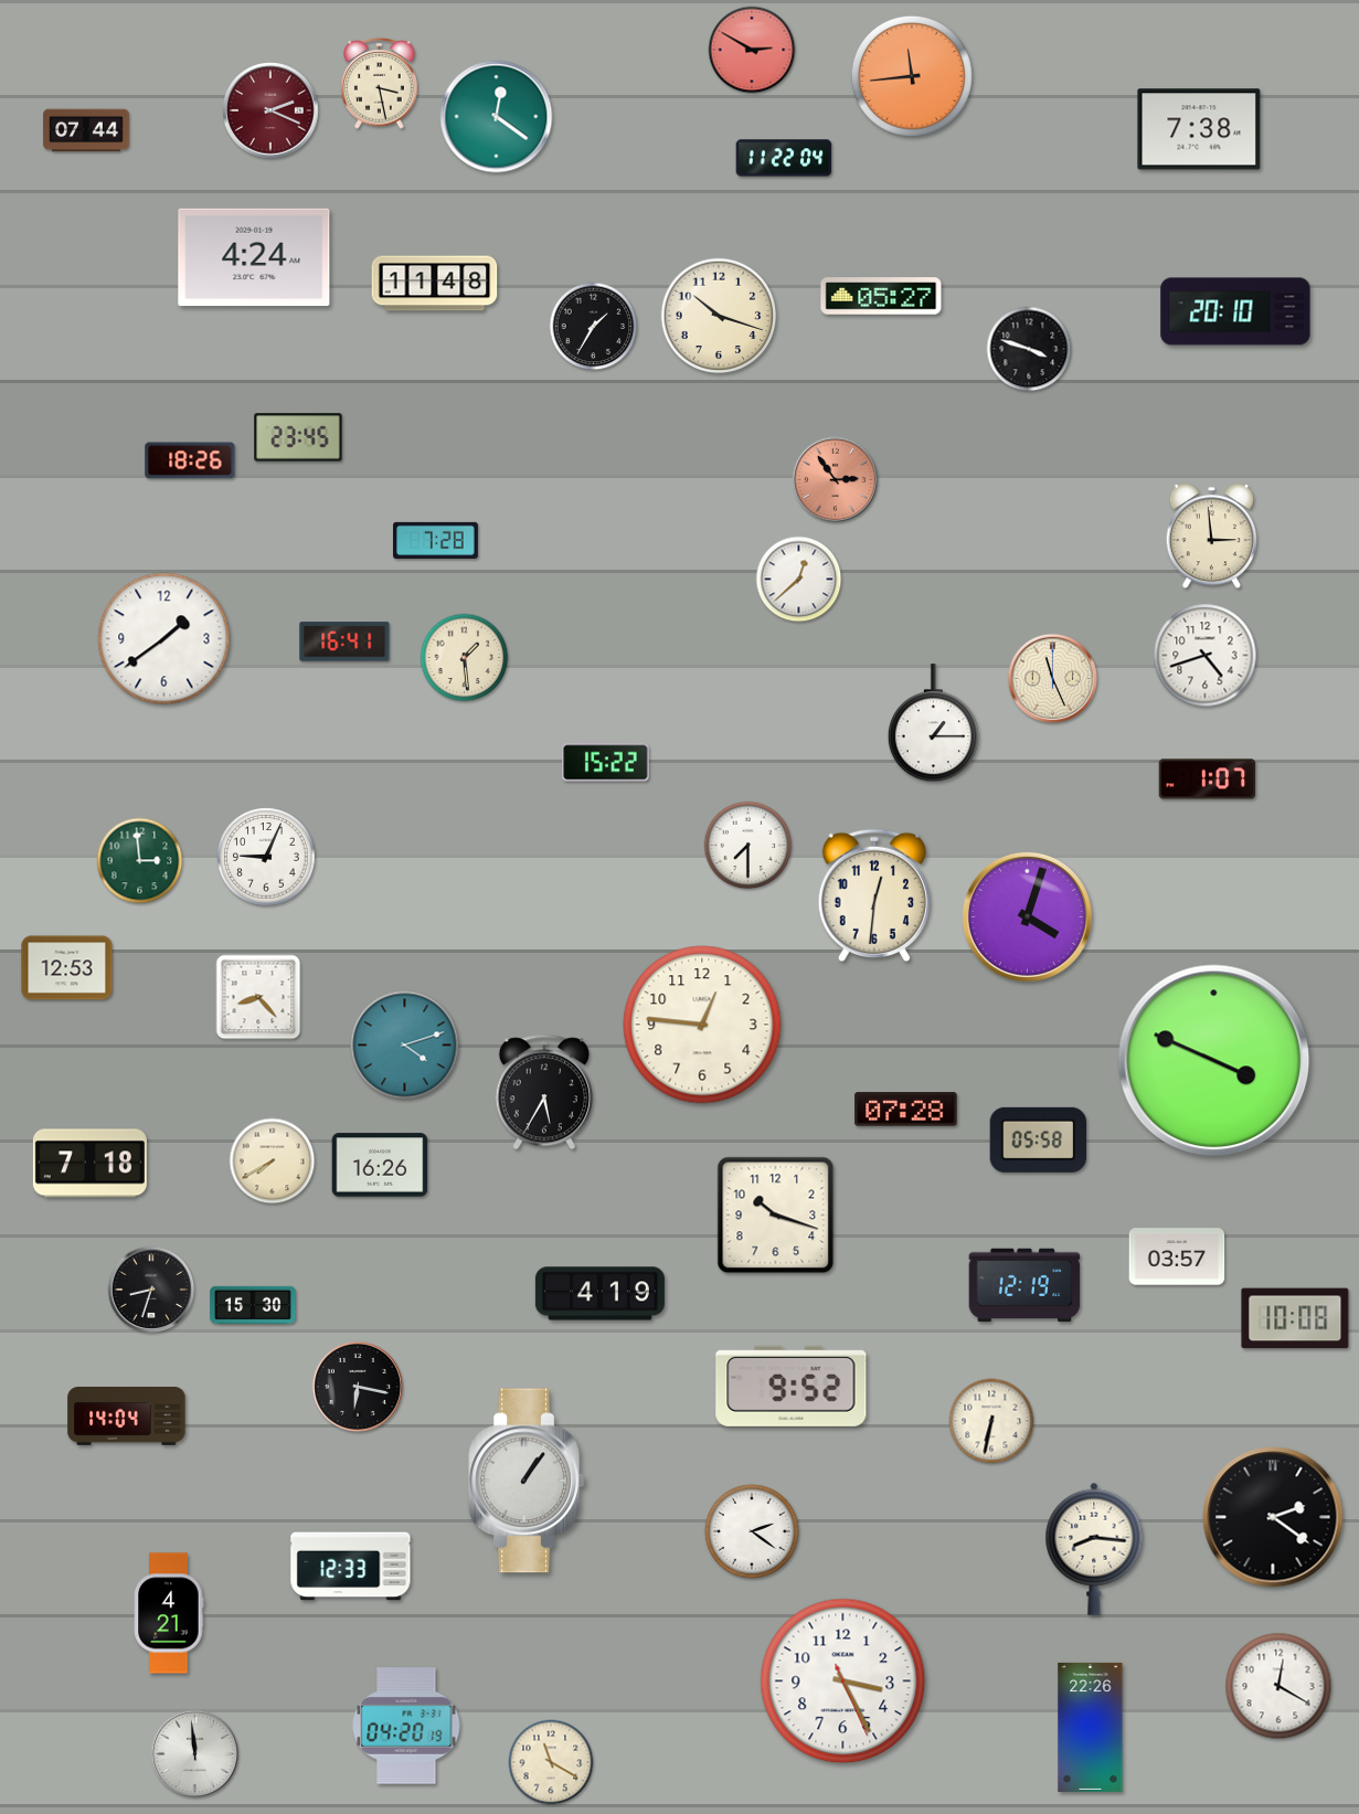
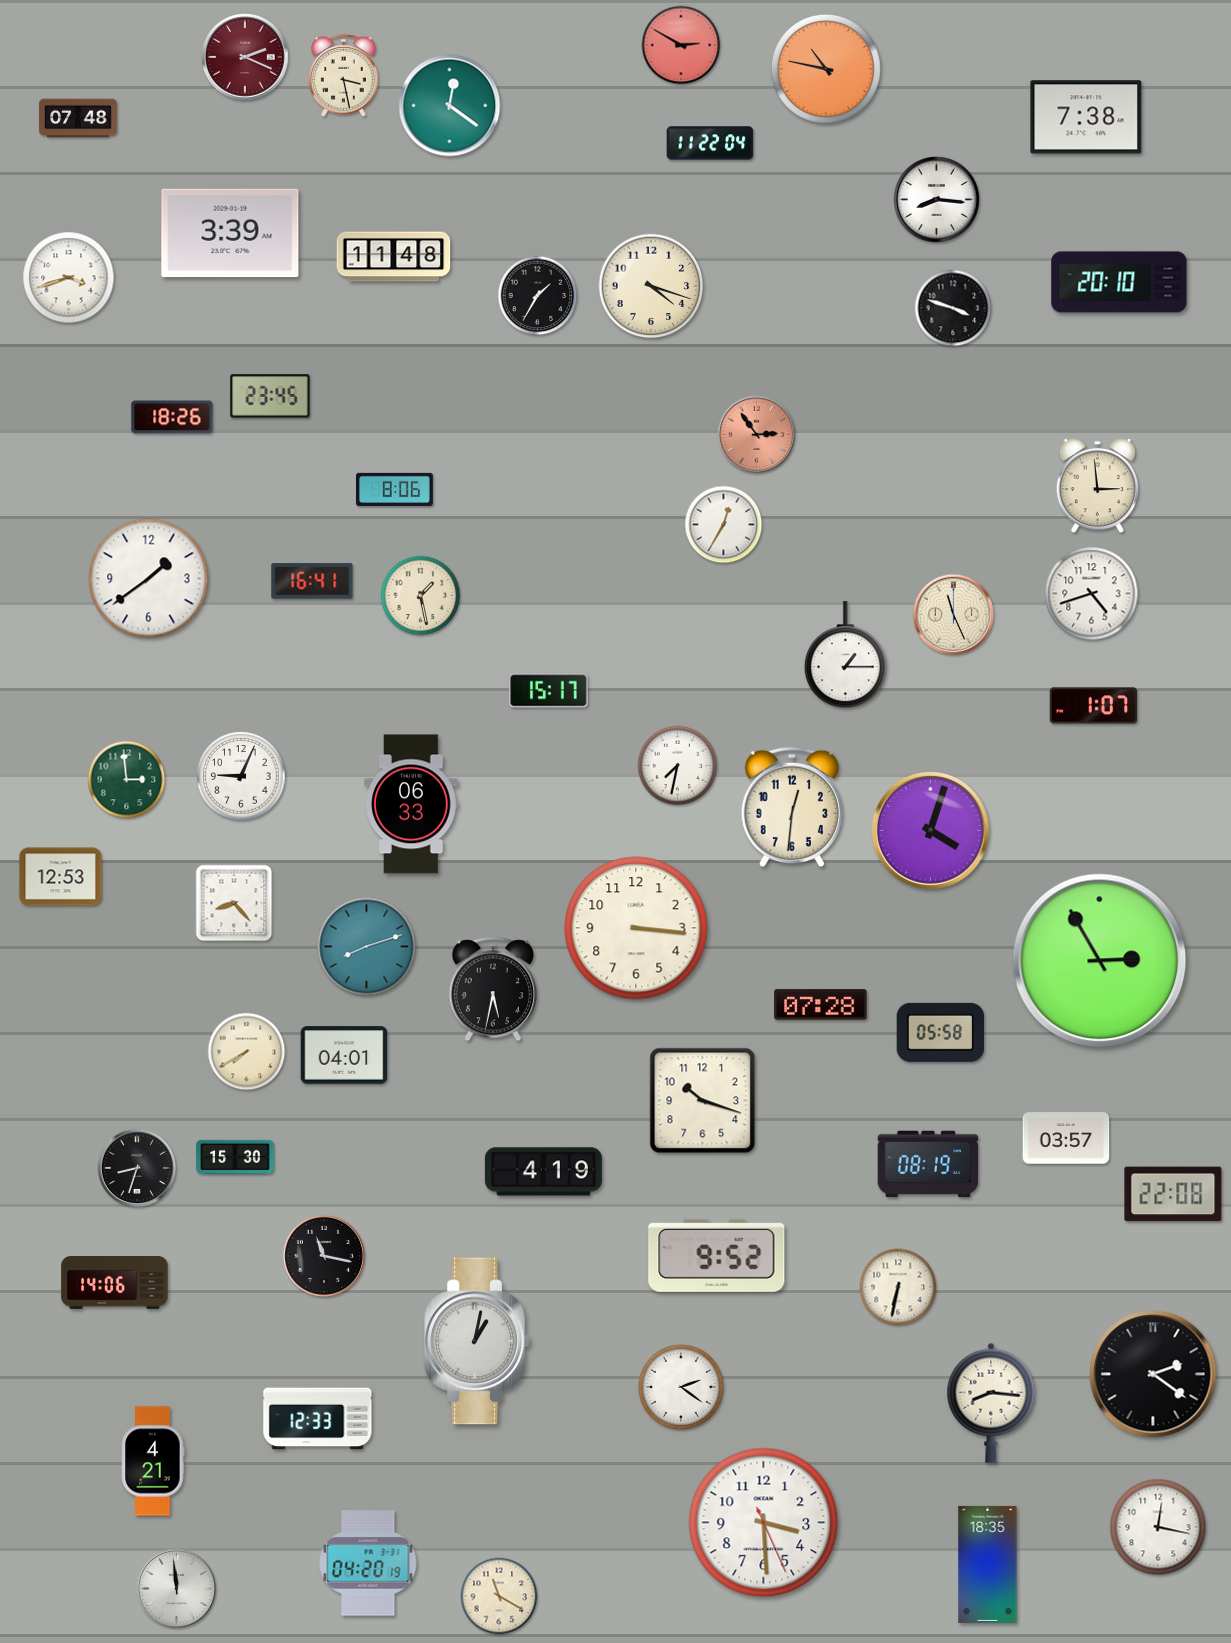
clock at (912, 76): 11:44 -> 10:47
clock at (270, 110) position: (270, 110) -> (245, 57)
clock at (86, 130): 07:44 -> 07:48
clock at (937, 200): none -> 8:16
clock at (254, 257): 4:24 -> 3:39
clock at (881, 296): 05:27 -> none
clock at (69, 278): none -> 3:42
clock at (719, 316): 10:18 -> 4:18
clock at (1029, 349) position: (1029, 349) -> (953, 308)
clock at (436, 540): 7:28 -> 8:06
clock at (799, 580): 12:38 -> 12:35
clock at (465, 658): 1:29 -> 1:28
clock at (606, 763): 15:22 -> 15:17
clock at (748, 846): 7:30 -> 7:32
clock at (411, 804): none -> 06:33
clock at (874, 895) position: (874, 895) -> (792, 807)
clock at (702, 1025): 12:46 -> 3:16
clock at (405, 1046): 4:12 -> 8:12
clock at (1214, 1061): 3:49 -> 2:55
clock at (544, 1092): 5:35 -> 5:32
clock at (89, 1164): 7:18 -> none
clock at (380, 1165): 16:26 -> 04:01
clock at (1024, 1285): 12:19 -> 08:19
clock at (253, 1304) position: (253, 1304) -> (235, 1156)
clock at (1295, 1318): 10:08 -> 22:08
clock at (358, 1387): 6:17 -> 11:17
clock at (127, 1417): 14:04 -> 14:06
clock at (527, 1481): 1:06 -> 1:02
clock at (843, 1682): 3:25 -> 3:29
clock at (1278, 1686): 12:20 -> 12:17
clock at (1091, 1727): 22:26 -> 18:35
